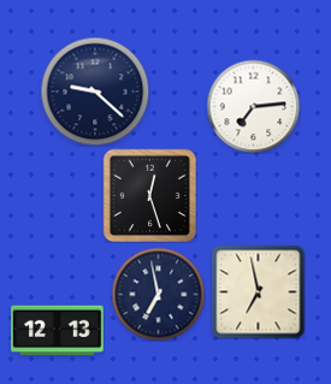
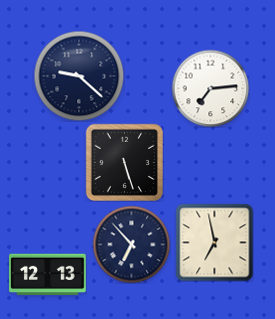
clock at (149, 195): 12:27 -> 5:27
clock at (158, 294): 6:58 -> 6:53
